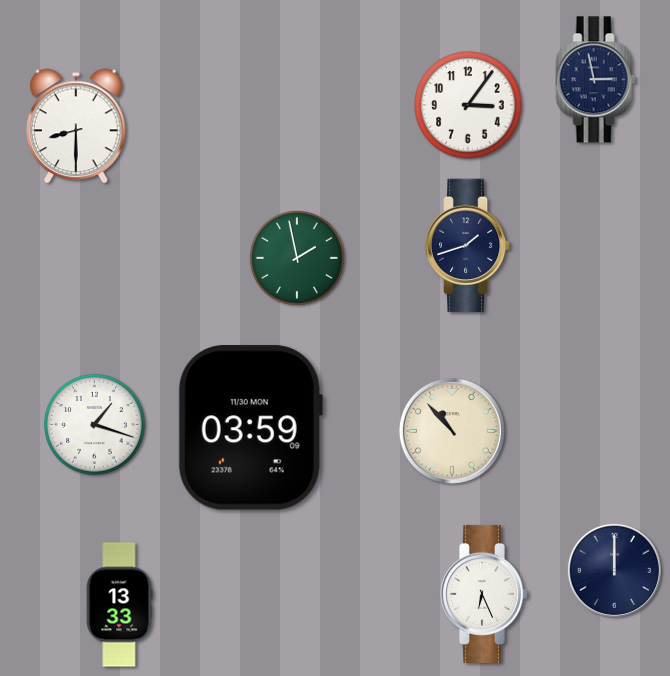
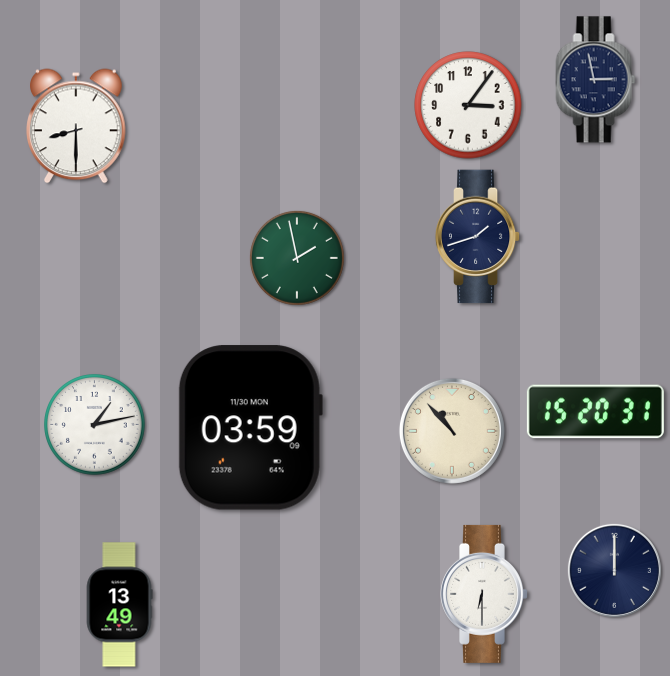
clock at (468, 246) position: (468, 246) -> (478, 237)
clock at (595, 412): none -> 15:20
clock at (95, 425): 1:18 -> 1:13
clock at (485, 594): 6:26 -> 6:30
clock at (119, 605): 13:33 -> 13:49
